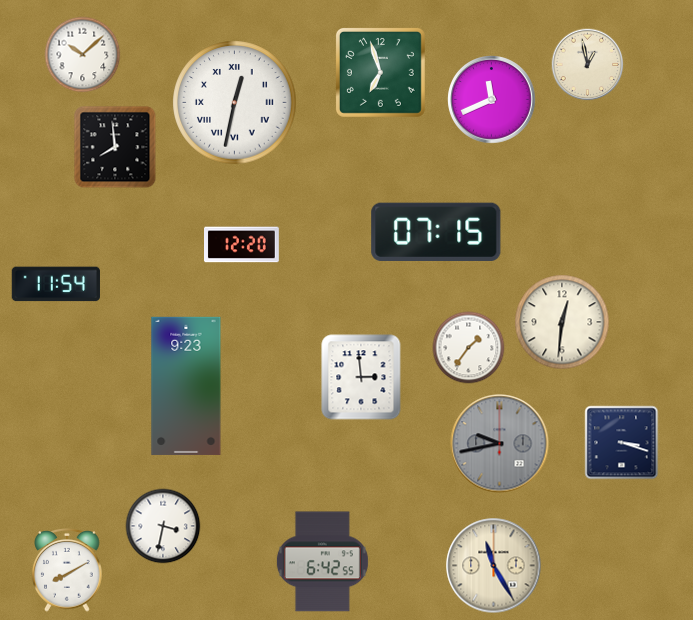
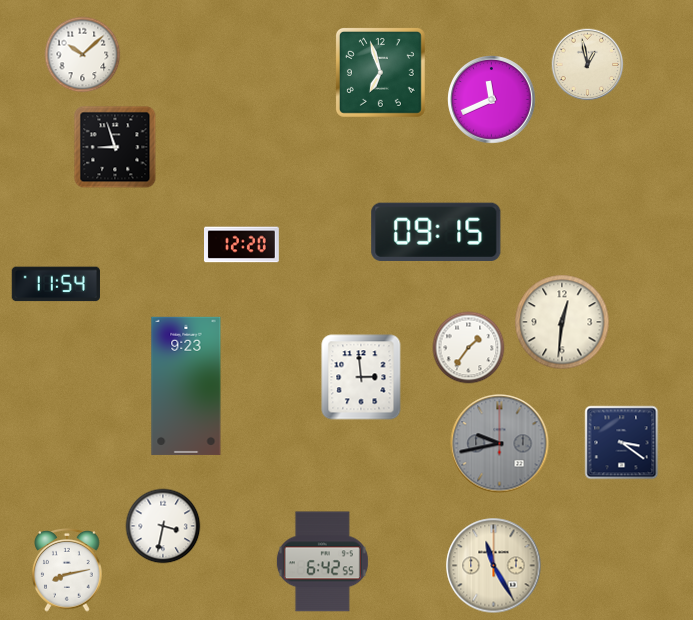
clock at (235, 103): 12:32 -> none
clock at (115, 147): 7:59 -> 8:57
clock at (436, 232): 07:15 -> 09:15
clock at (622, 443): 3:18 -> 3:21
clock at (67, 571): 8:10 -> 8:13
